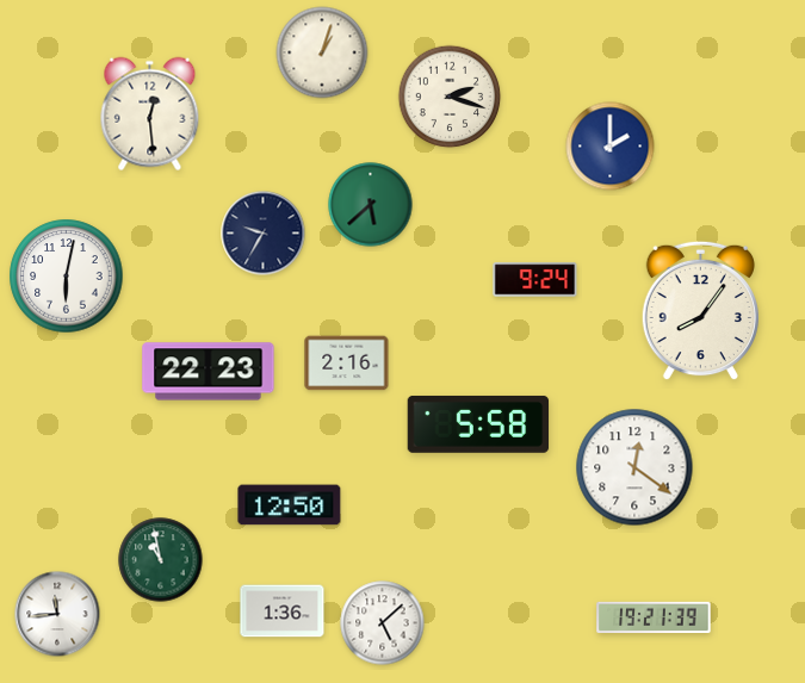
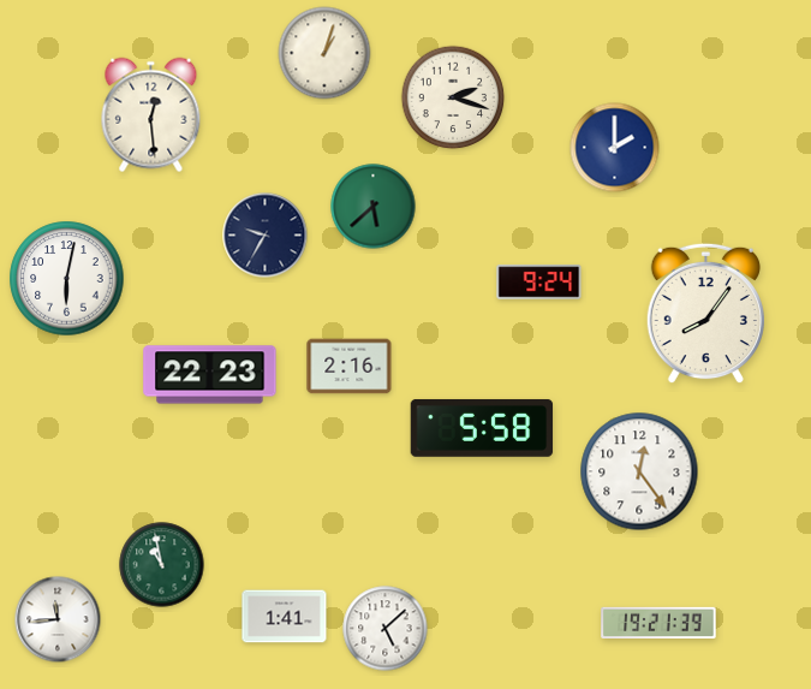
clock at (634, 467): 12:21 -> 12:24
clock at (290, 505): 12:50 -> none
clock at (283, 611): 1:36 -> 1:41
